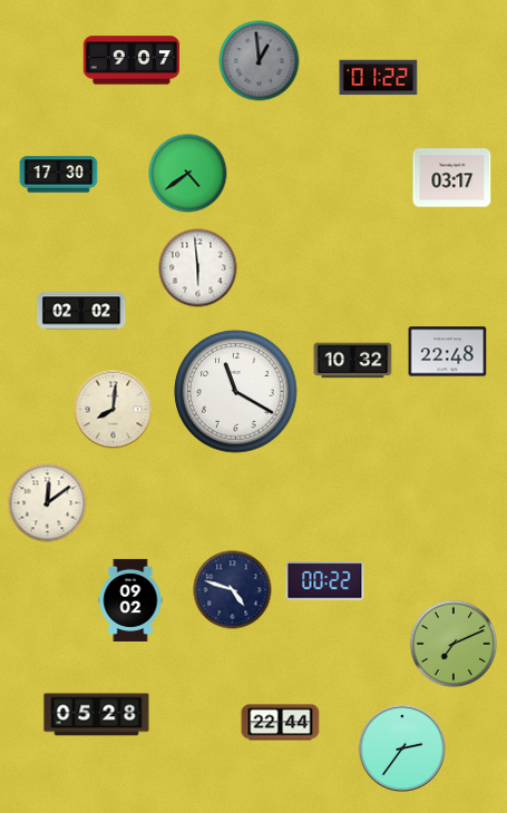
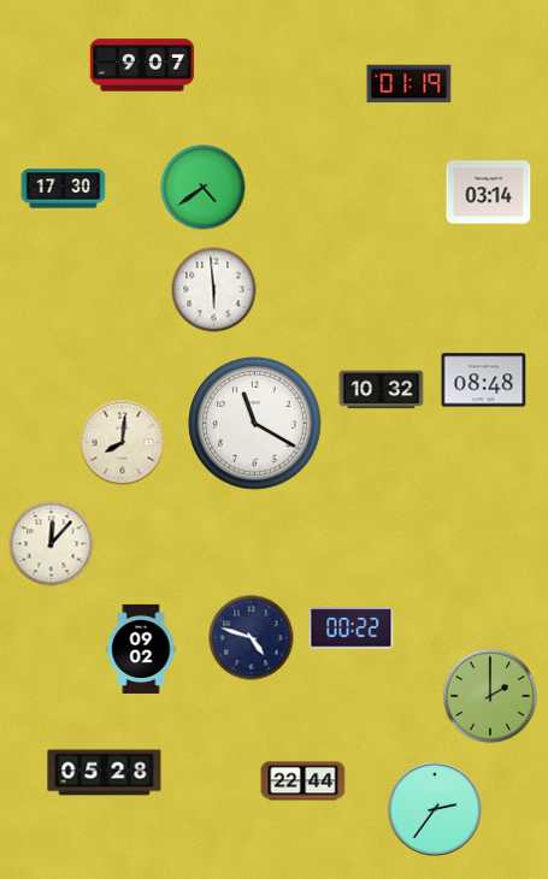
clock at (260, 61): 12:59 -> none
clock at (379, 78): 01:22 -> 01:19
clock at (452, 178): 03:17 -> 03:14
clock at (81, 311): 02:02 -> none
clock at (448, 352): 22:48 -> 08:48
clock at (48, 503): 12:09 -> 12:07
clock at (454, 644): 7:11 -> 2:00
